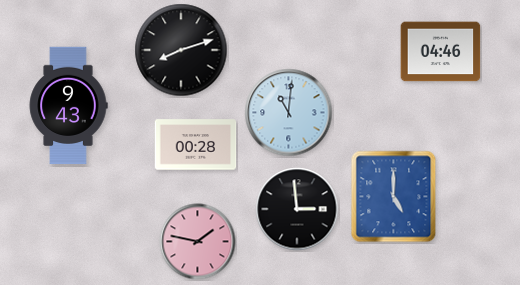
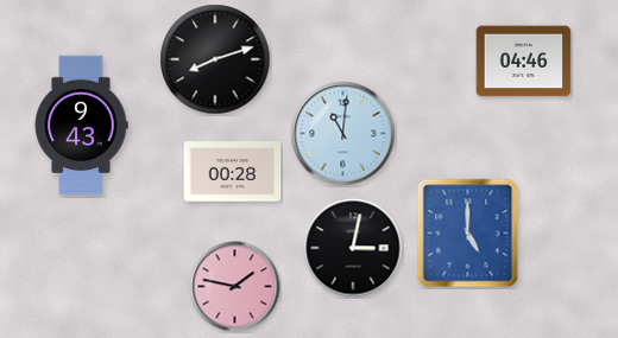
clock at (297, 209): 2:59 -> 3:02
